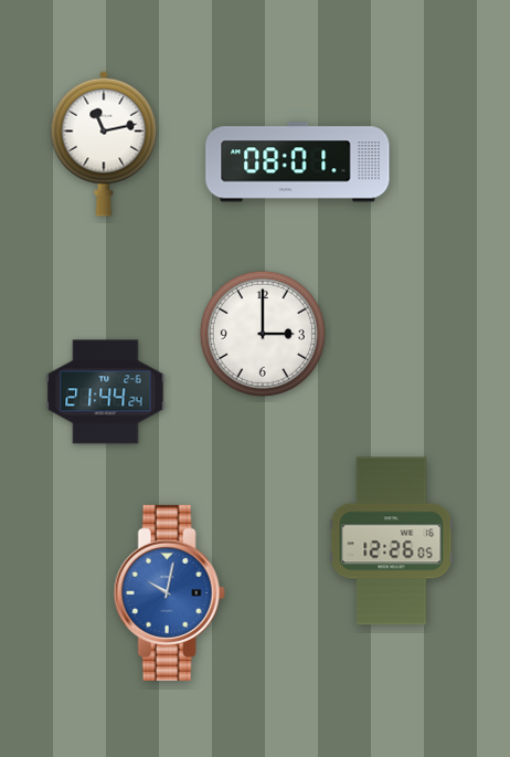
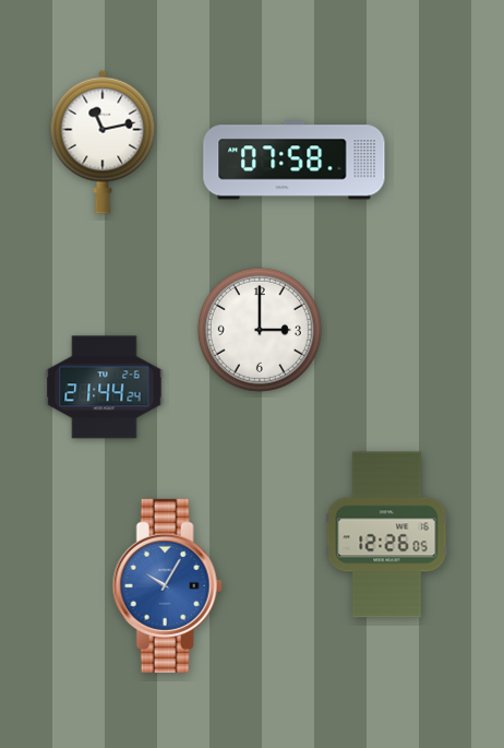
clock at (298, 162): 08:01 -> 07:58
clock at (169, 592): 10:02 -> 10:05
